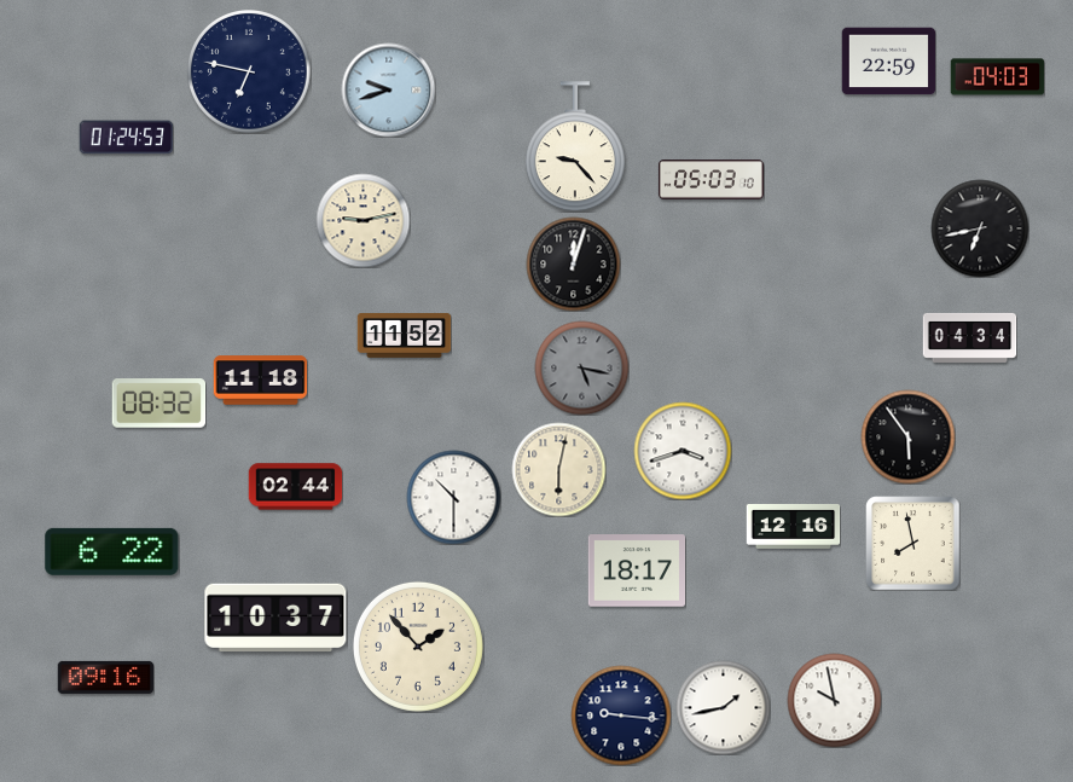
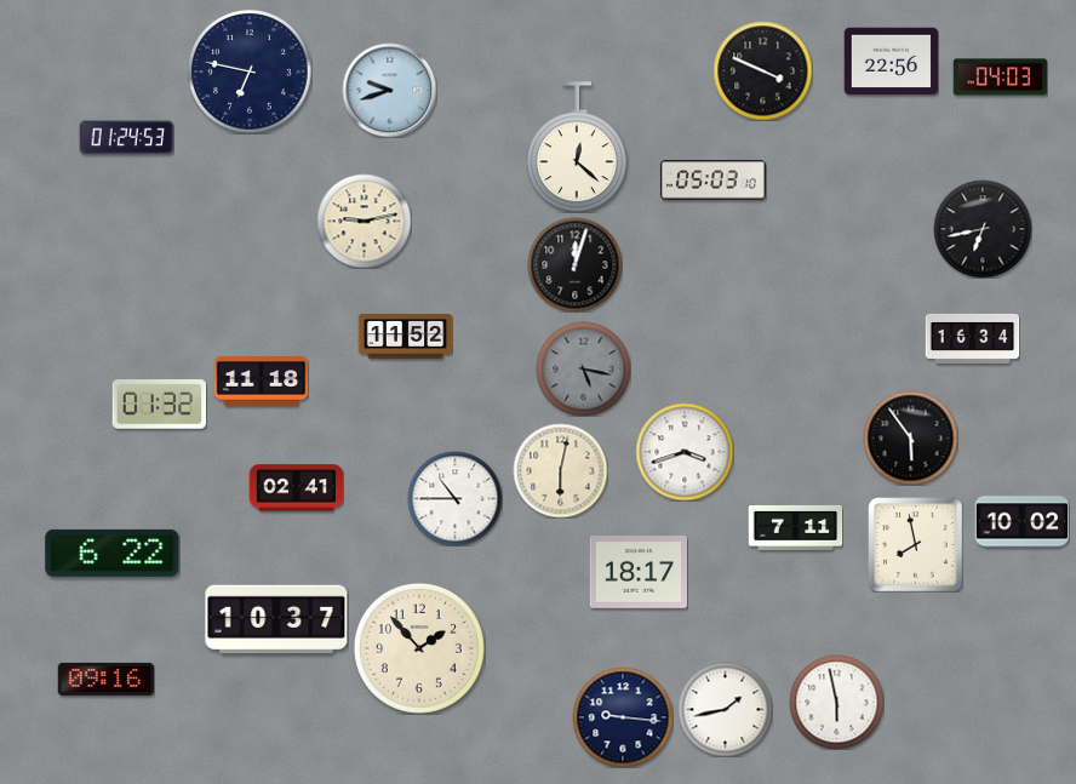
clock at (888, 62): 22:59 -> 22:56
clock at (762, 70): none -> 3:49
clock at (575, 146): 9:23 -> 12:22
clock at (969, 337): 04:34 -> 16:34
clock at (158, 404): 08:32 -> 01:32
clock at (295, 487): 02:44 -> 02:41
clock at (453, 497): 10:30 -> 10:45
clock at (1021, 522): none -> 10:02
clock at (793, 526): 12:16 -> 7:11
clock at (834, 700): 9:58 -> 5:58
